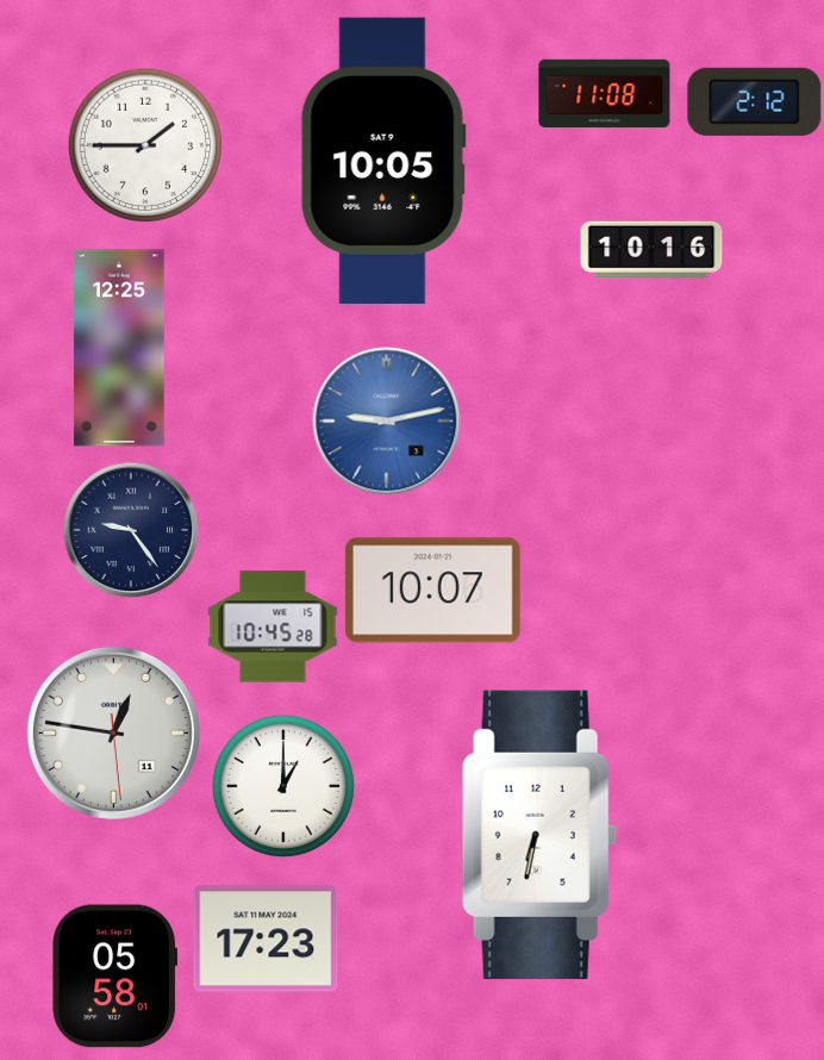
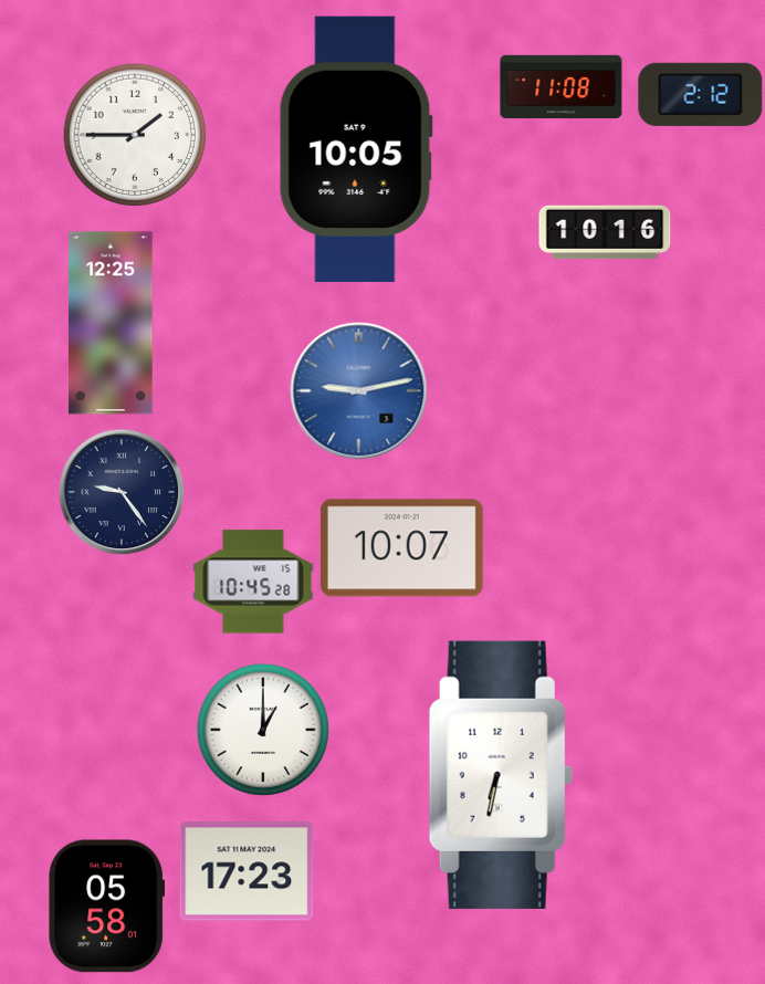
clock at (113, 732): 12:46 -> none
